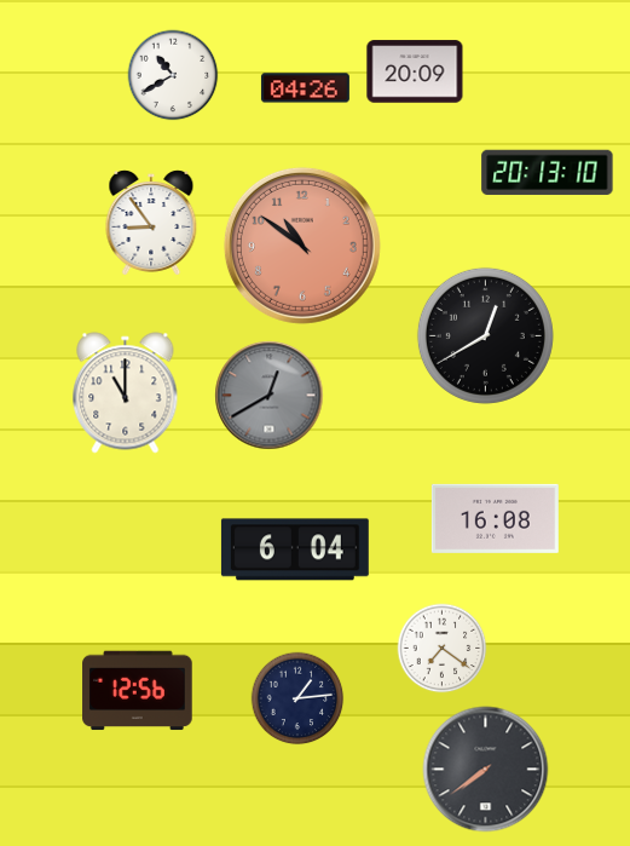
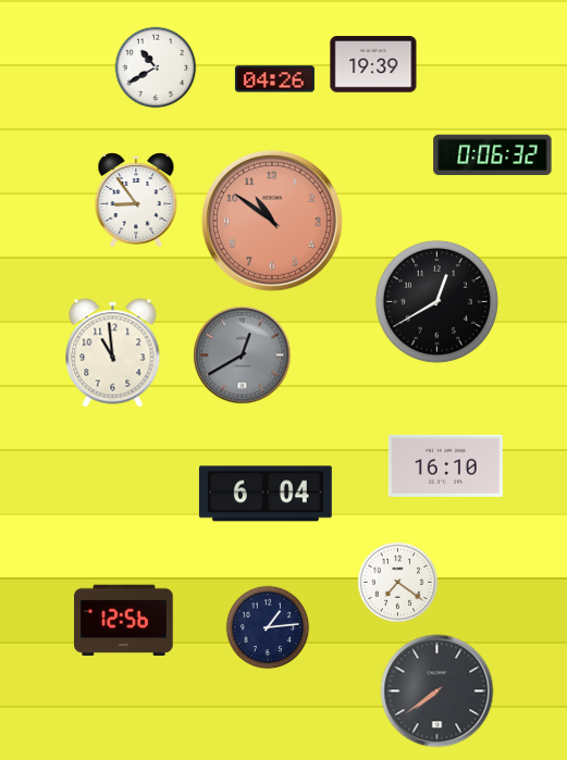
clock at (415, 71): 20:09 -> 19:39
clock at (548, 172): 20:13 -> 0:06
clock at (126, 393): 11:00 -> 10:59
clock at (495, 518): 16:08 -> 16:10
